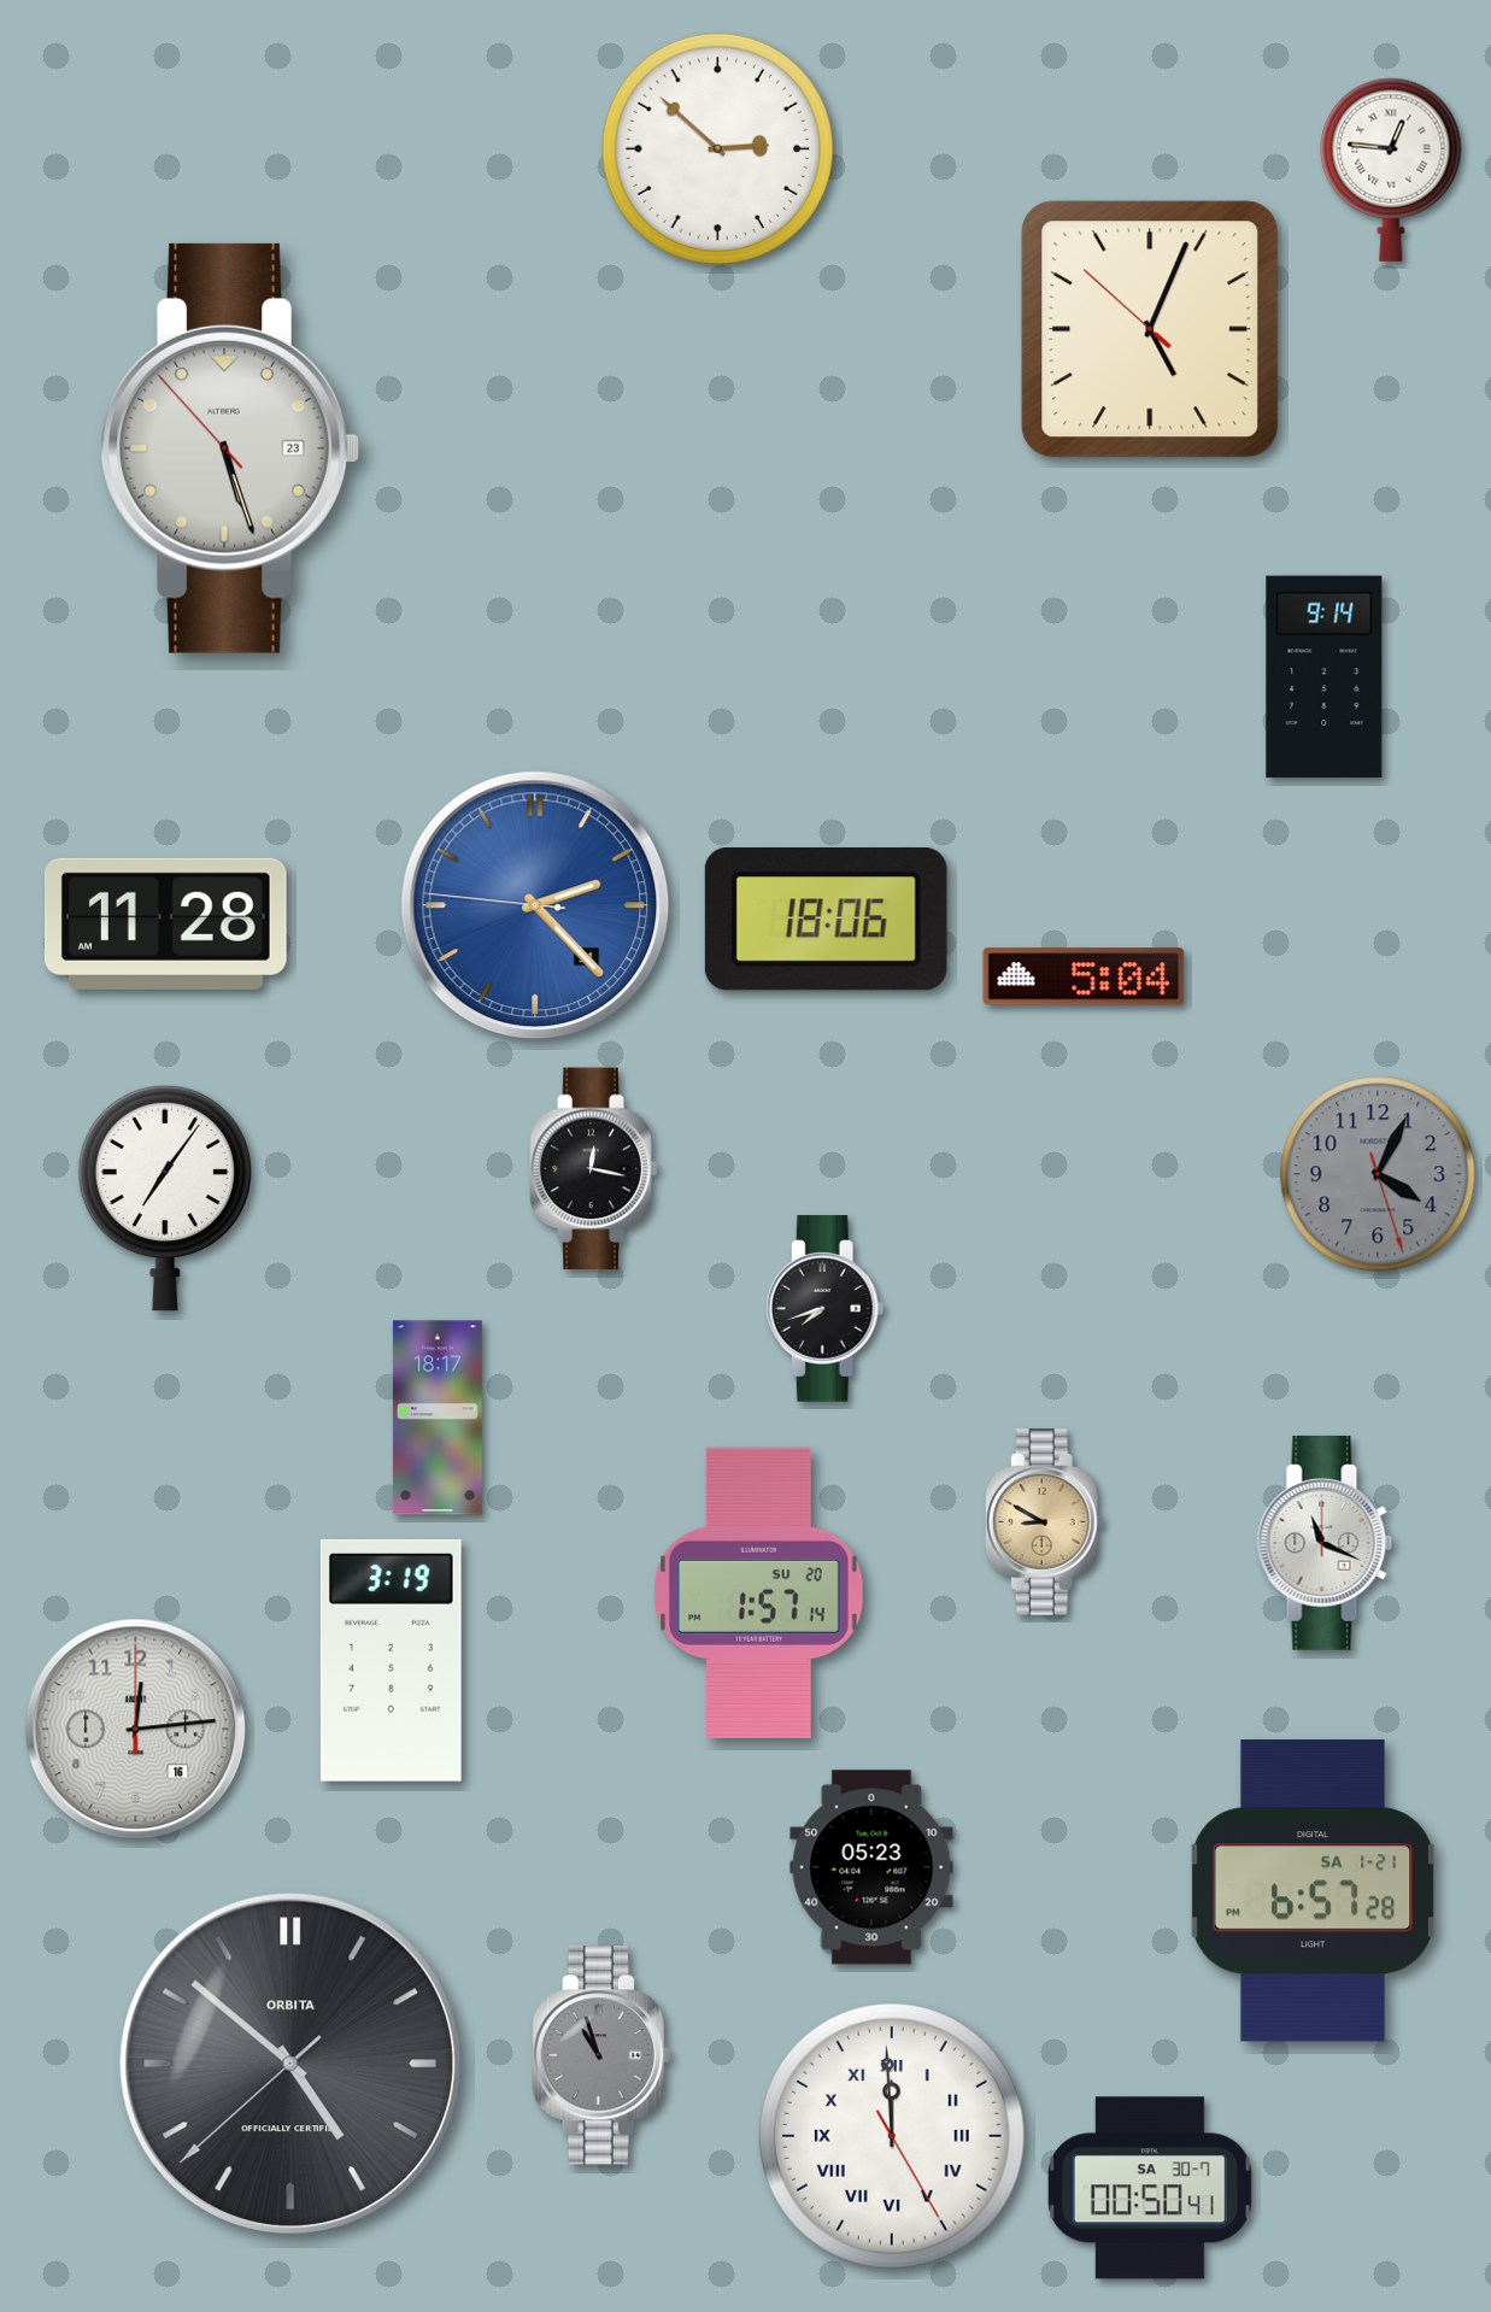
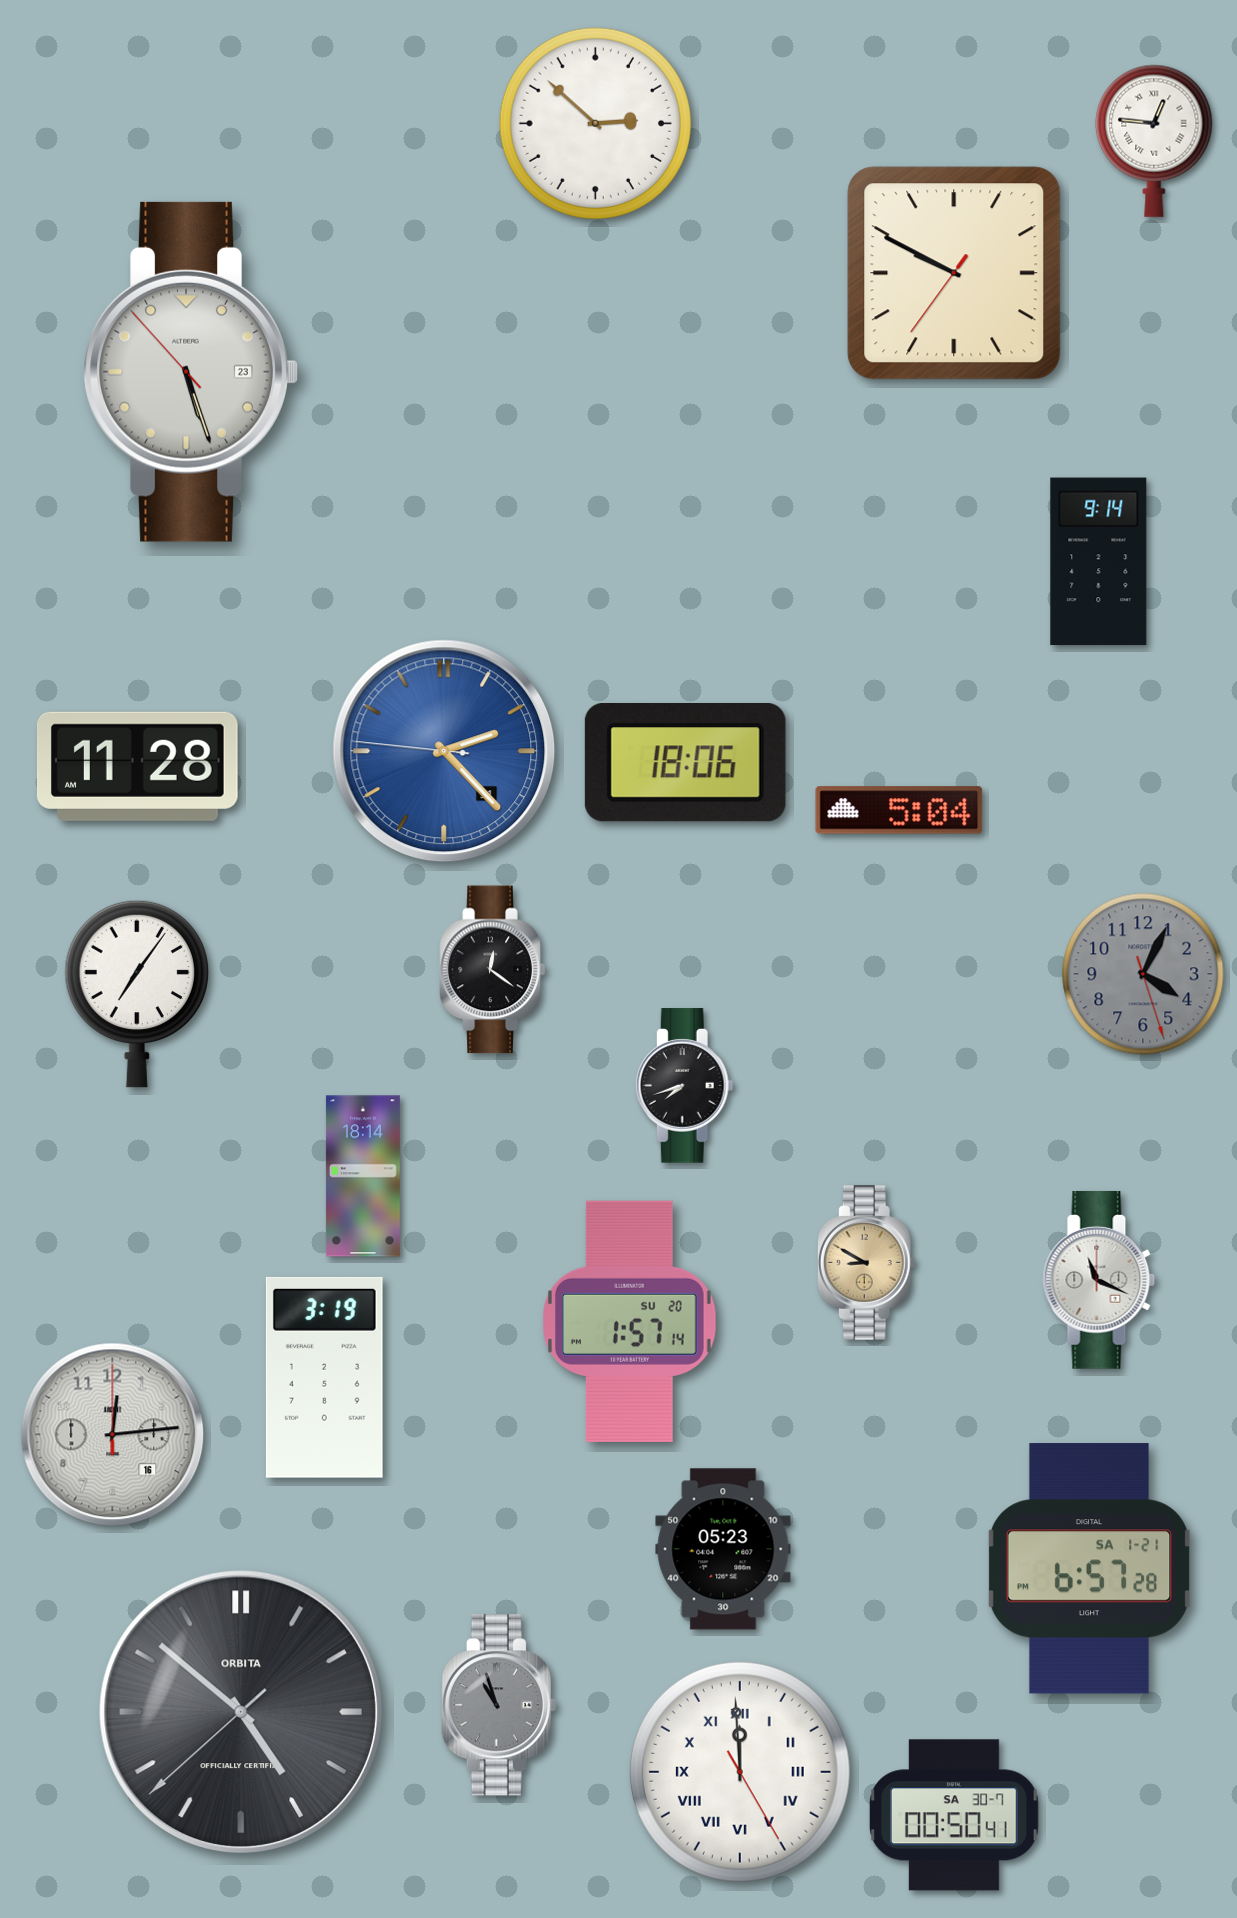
clock at (1150, 329): 5:03 -> 9:49
clock at (594, 1169): 12:17 -> 12:21
clock at (438, 1418): 18:17 -> 18:14
